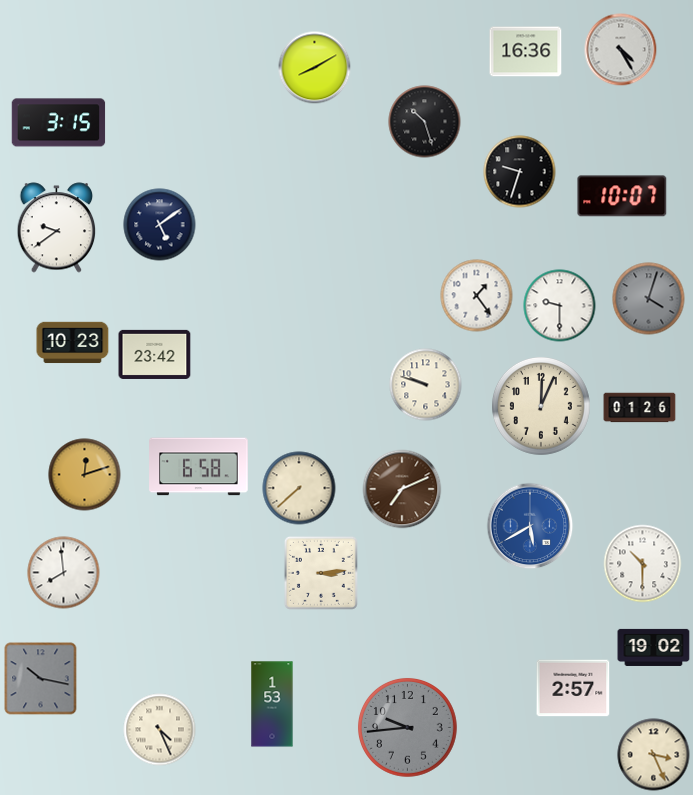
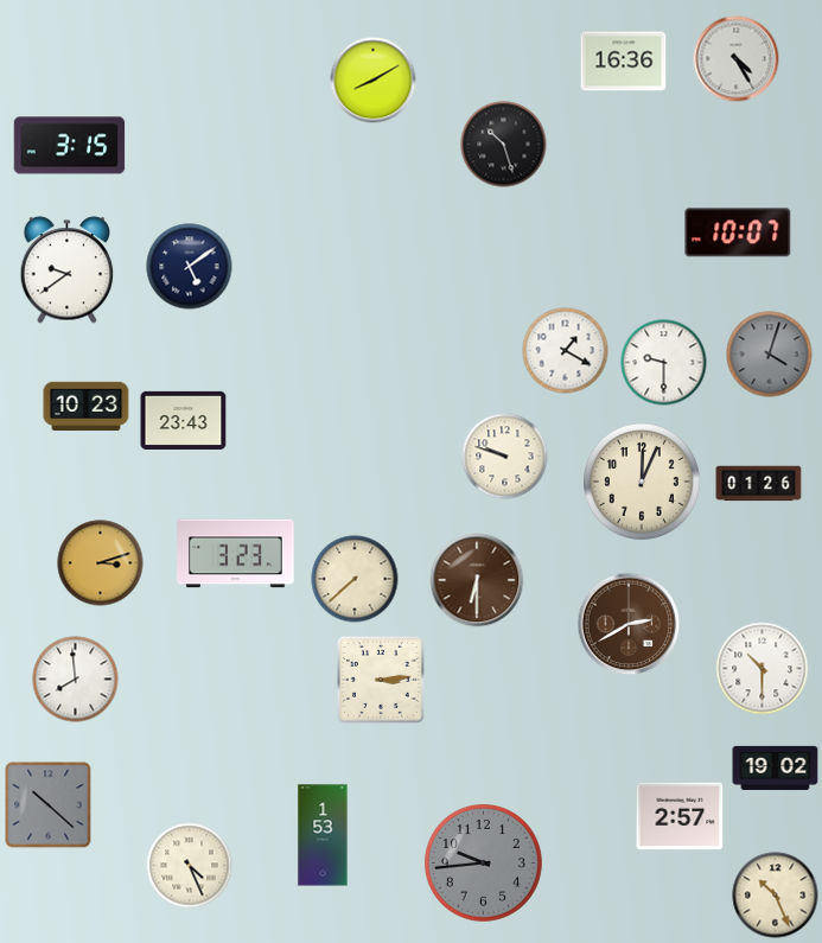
clock at (520, 172): 9:33 -> none
clock at (477, 296): 1:24 -> 1:20
clock at (155, 354): 23:42 -> 23:43
clock at (199, 467): 6:58 -> 3:23
clock at (85, 475): 12:12 -> 3:12
clock at (402, 489): 7:11 -> 6:30
clock at (530, 526): 5:40 -> 2:40
clock at (530, 526) dial: blue -> brown
clock at (41, 679): 10:17 -> 10:22
clock at (654, 755): 3:26 -> 10:26
